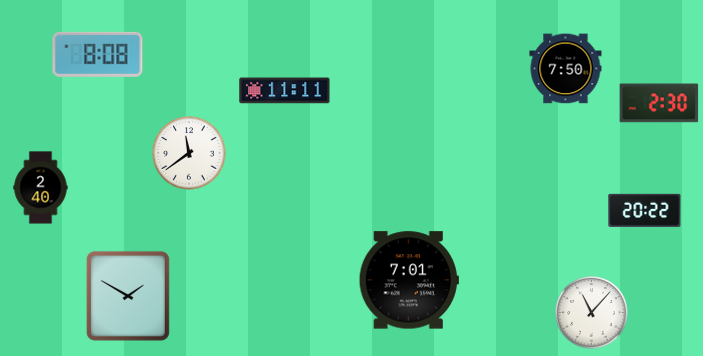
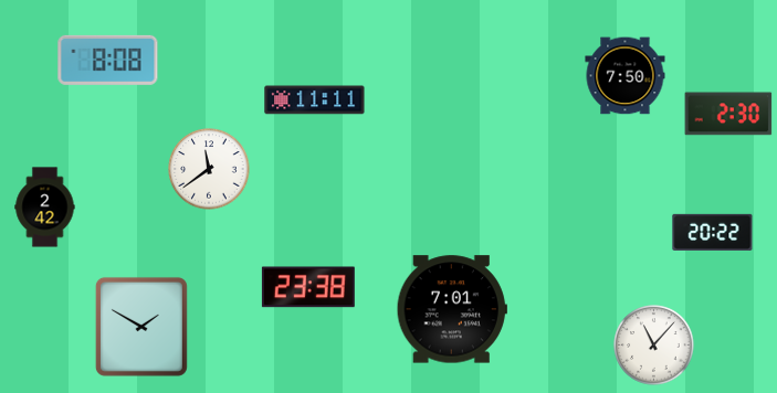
clock at (41, 188): 2:40 -> 2:42
clock at (308, 287): none -> 23:38
